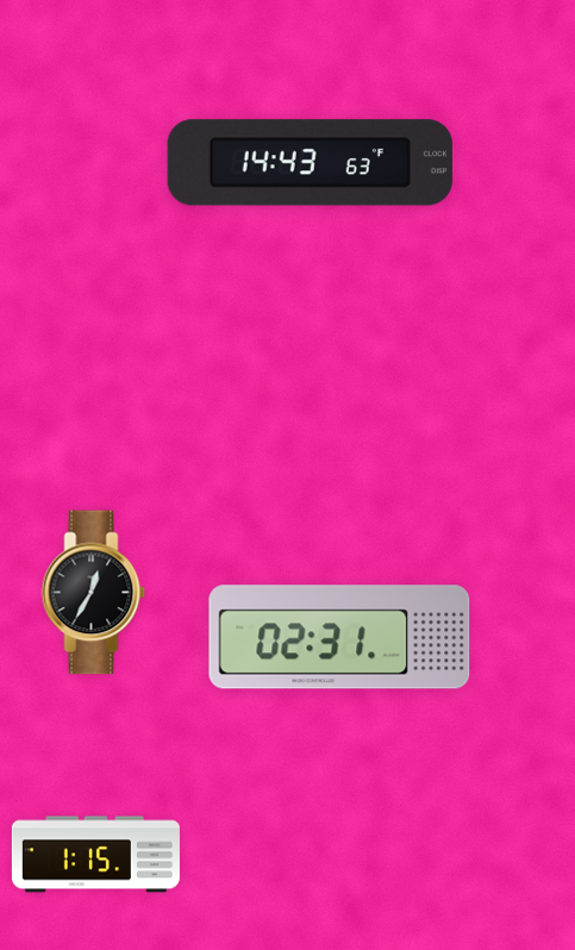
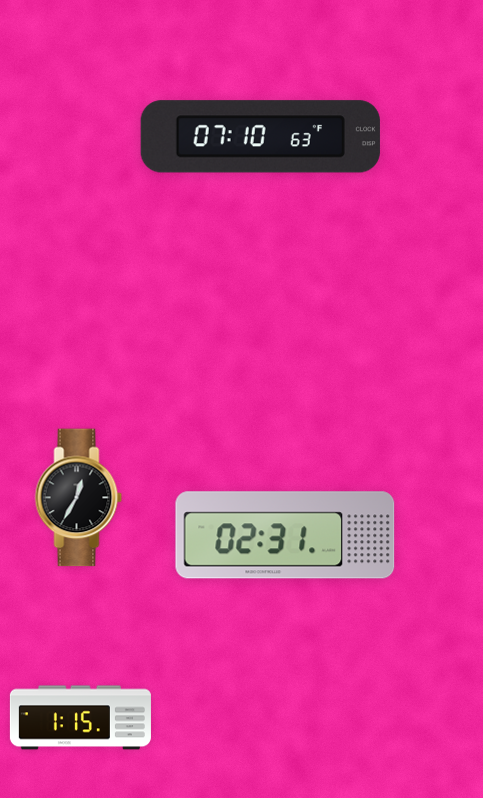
clock at (310, 163): 14:43 -> 07:10
